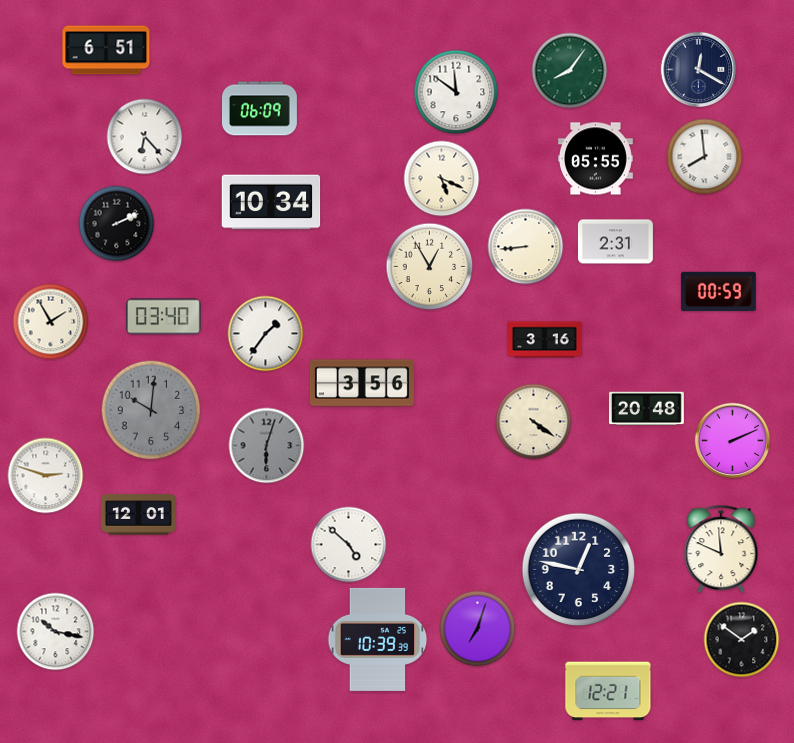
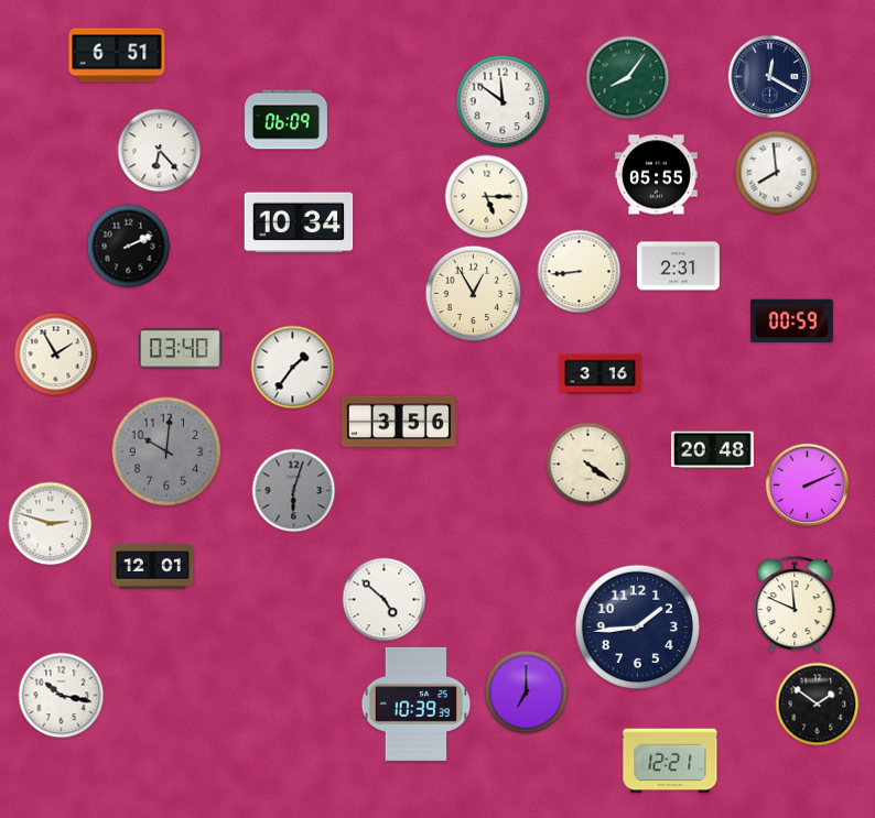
clock at (442, 179): 5:19 -> 5:15
clock at (579, 570): 12:47 -> 1:44
clock at (478, 629): 7:03 -> 7:00
